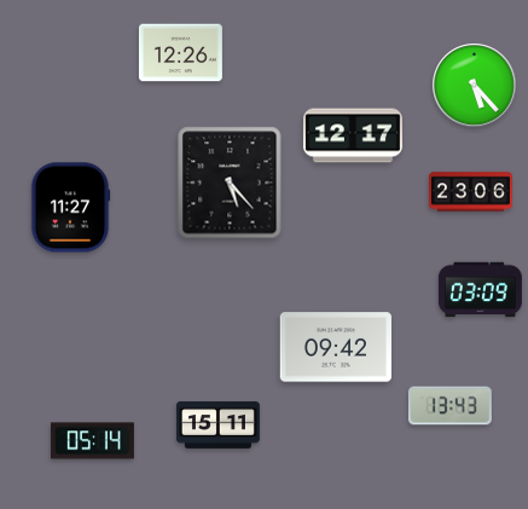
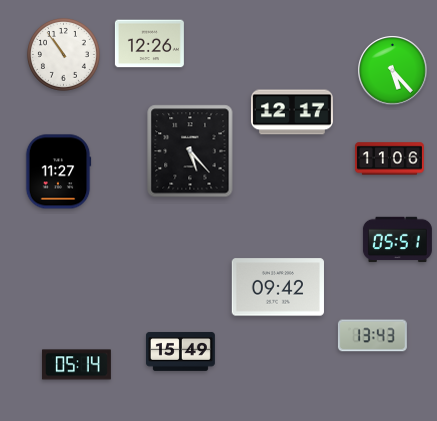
clock at (63, 54): none -> 10:54
clock at (470, 192): 23:06 -> 11:06
clock at (480, 290): 03:09 -> 05:51
clock at (217, 424): 15:11 -> 15:49
